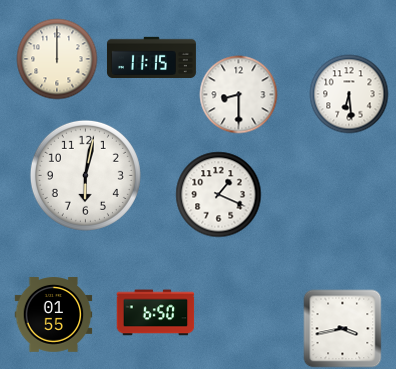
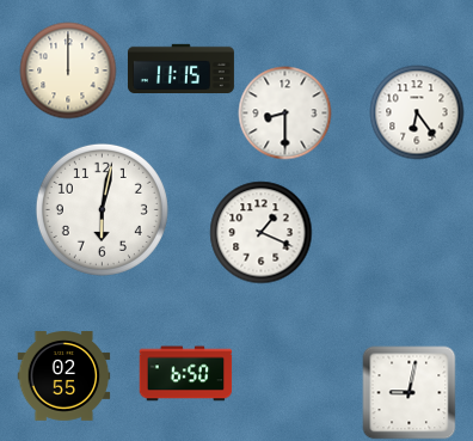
clock at (349, 94): 6:29 -> 6:24
clock at (53, 315): 01:55 -> 02:55
clock at (342, 328): 3:43 -> 9:02
